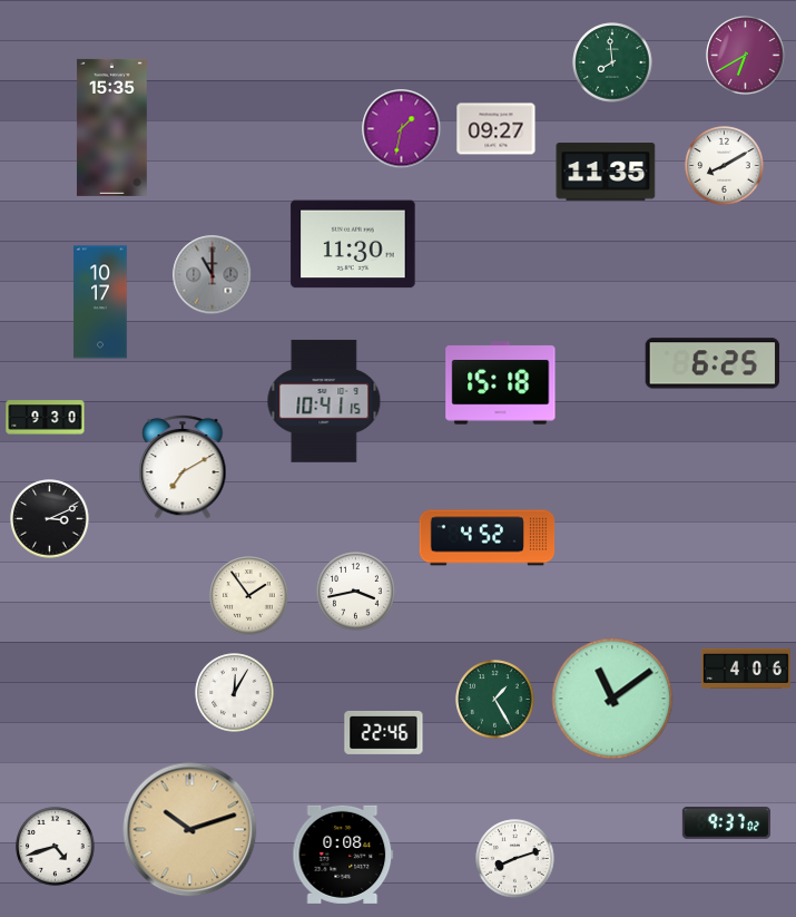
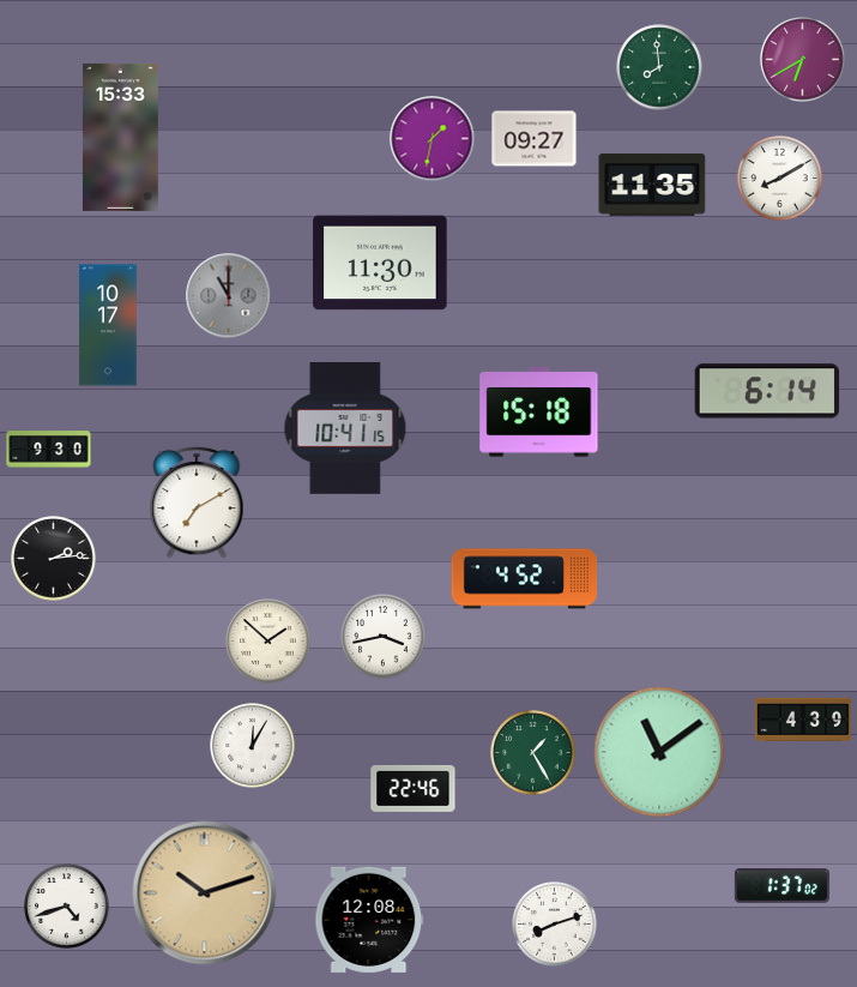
clock at (111, 127): 15:35 -> 15:33
clock at (713, 363): 6:25 -> 6:14
clock at (324, 401) position: (324, 401) -> (345, 428)
clock at (50, 519): 3:11 -> 2:14
clock at (249, 596): 1:54 -> 1:52
clock at (746, 667): 4:06 -> 4:39
clock at (726, 823): 9:37 -> 1:37
clock at (56, 847) position: (56, 847) -> (67, 907)
clock at (343, 855): 0:08 -> 12:08
